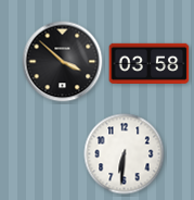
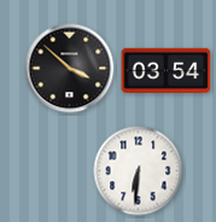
clock at (150, 63): 03:58 -> 03:54
